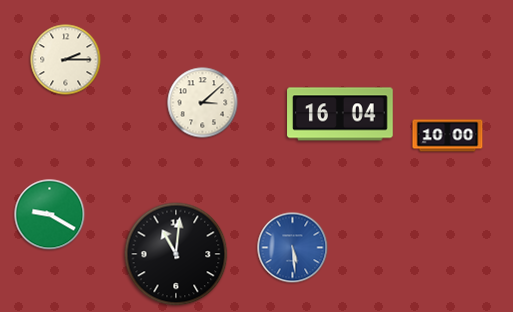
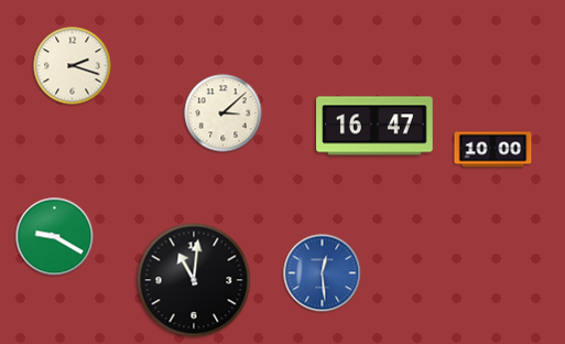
clock at (66, 60): 2:15 -> 2:18
clock at (340, 114): 16:04 -> 16:47
clock at (293, 248): 5:29 -> 12:29
